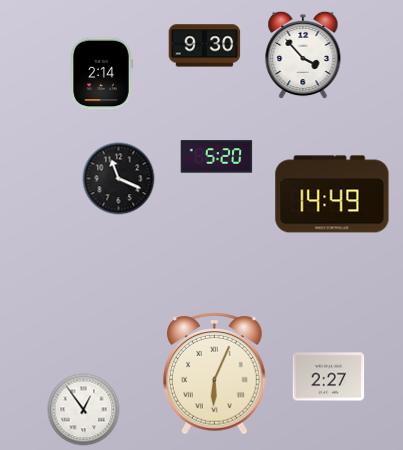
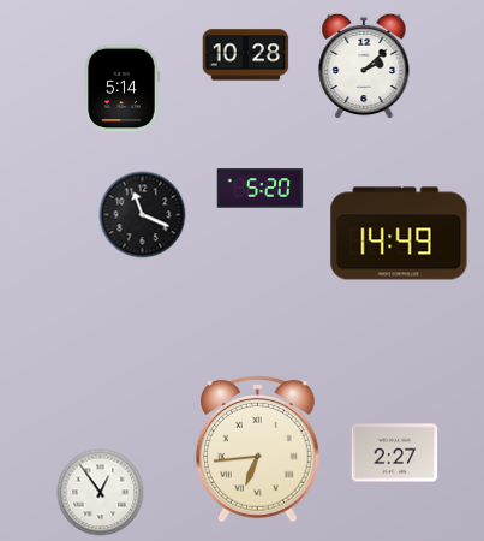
clock at (205, 46): 9:30 -> 10:28
clock at (303, 55): 3:53 -> 2:08
clock at (101, 74): 2:14 -> 5:14
clock at (215, 374): 6:04 -> 6:44
